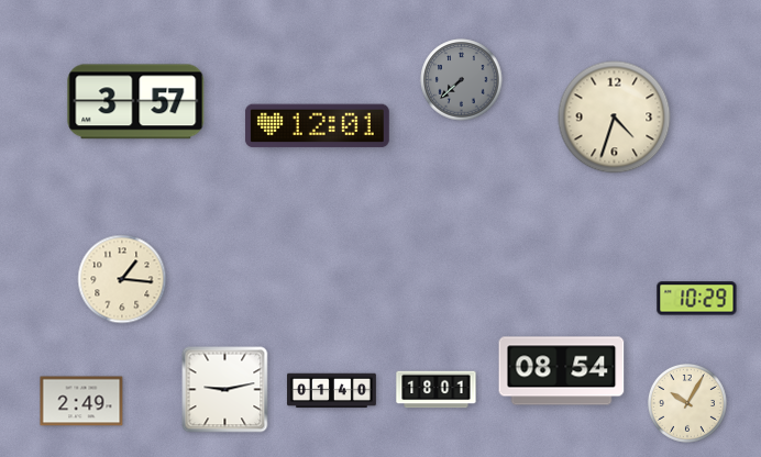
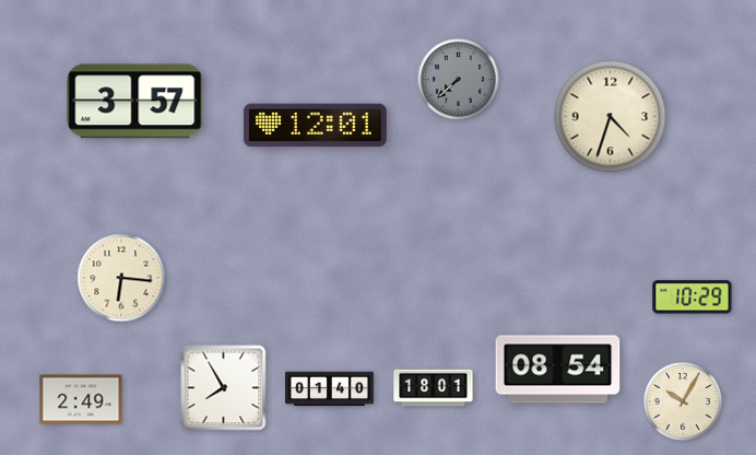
clock at (122, 279): 1:16 -> 6:16
clock at (225, 390): 9:13 -> 7:55
